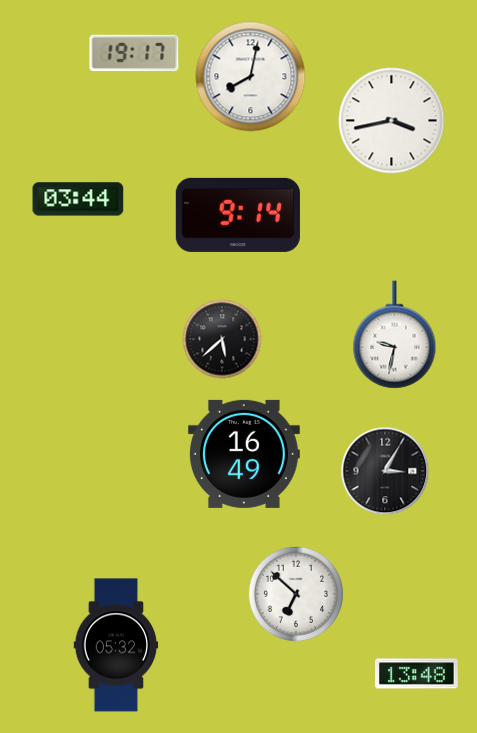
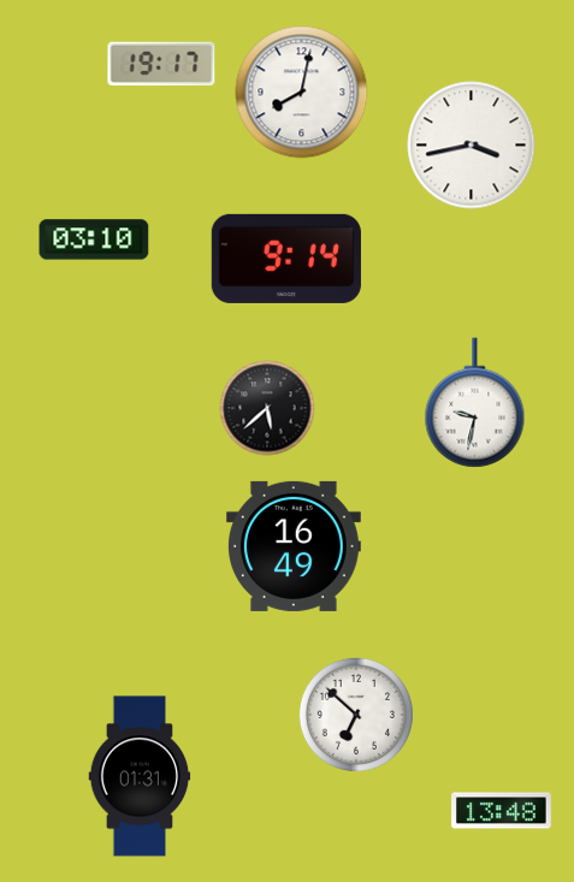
clock at (78, 199): 03:44 -> 03:10
clock at (385, 471): 3:05 -> none
clock at (116, 645): 05:32 -> 01:31
